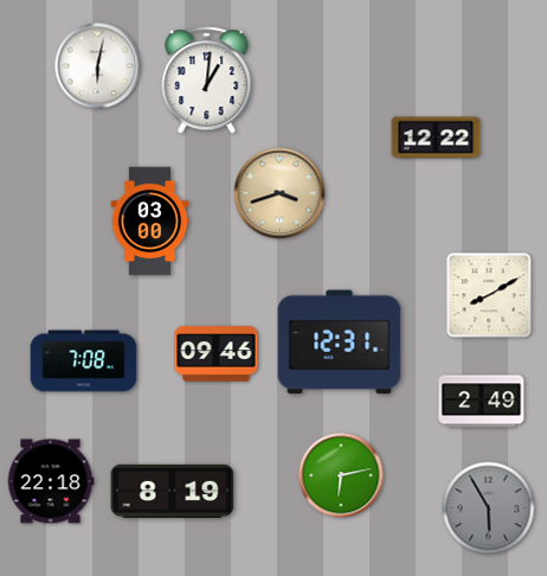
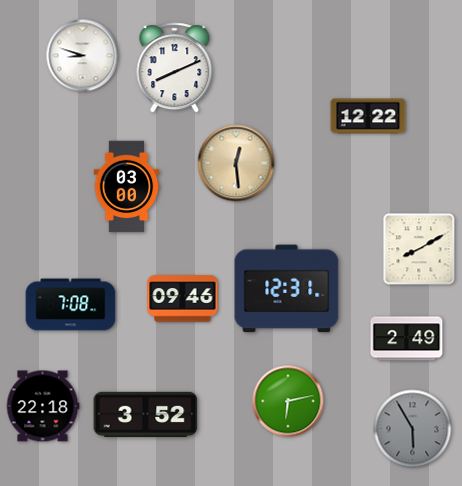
clock at (98, 66): 6:02 -> 8:48
clock at (207, 81): 1:01 -> 8:11
clock at (279, 193): 3:42 -> 12:29
clock at (489, 295) position: (489, 295) -> (419, 249)
clock at (173, 491): 8:19 -> 3:52
